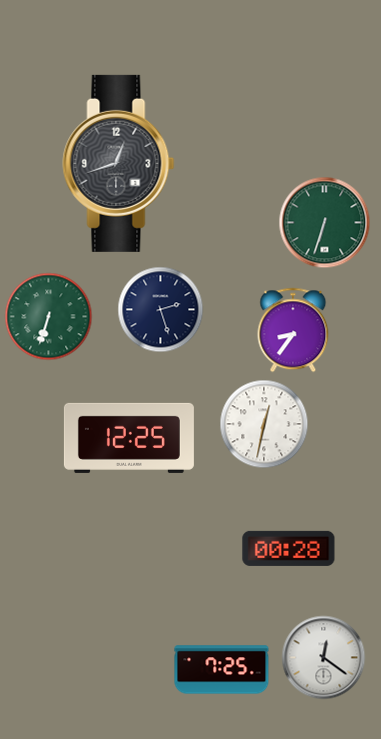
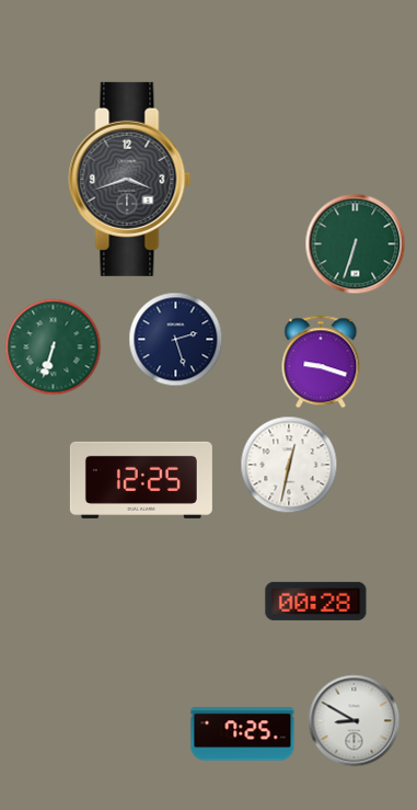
clock at (119, 163): 12:42 -> 3:42
clock at (293, 330): 8:36 -> 9:18
clock at (324, 658): 12:21 -> 8:50
